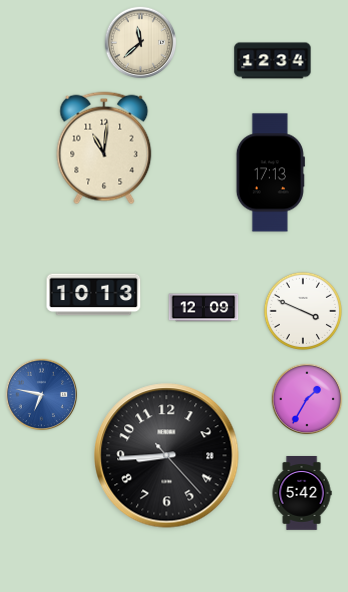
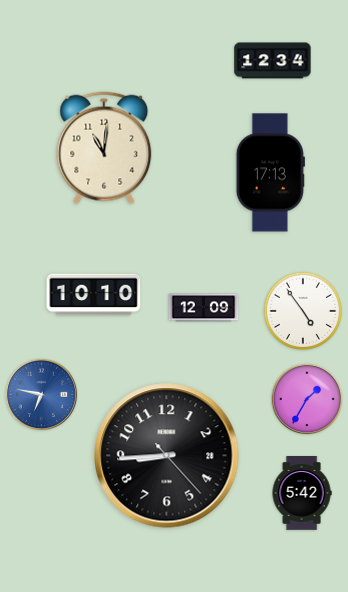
clock at (141, 43): 11:38 -> none
clock at (94, 295): 10:13 -> 10:10
clock at (303, 311): 3:49 -> 4:54
